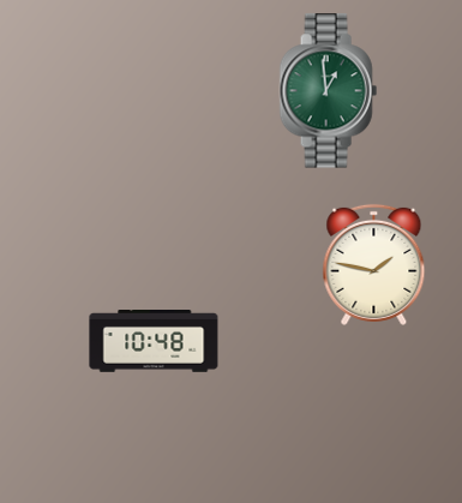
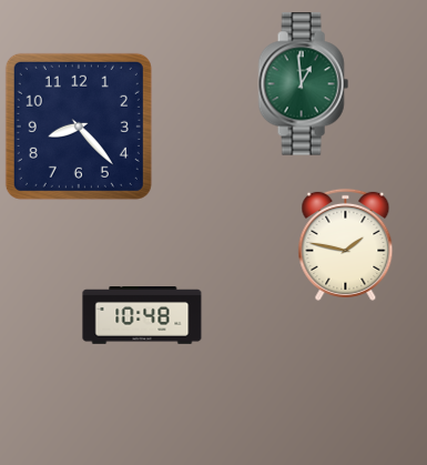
clock at (79, 127): none -> 8:23
